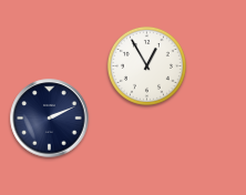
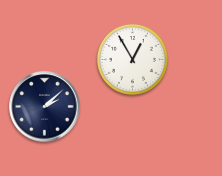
clock at (50, 119): 2:11 -> 2:08
